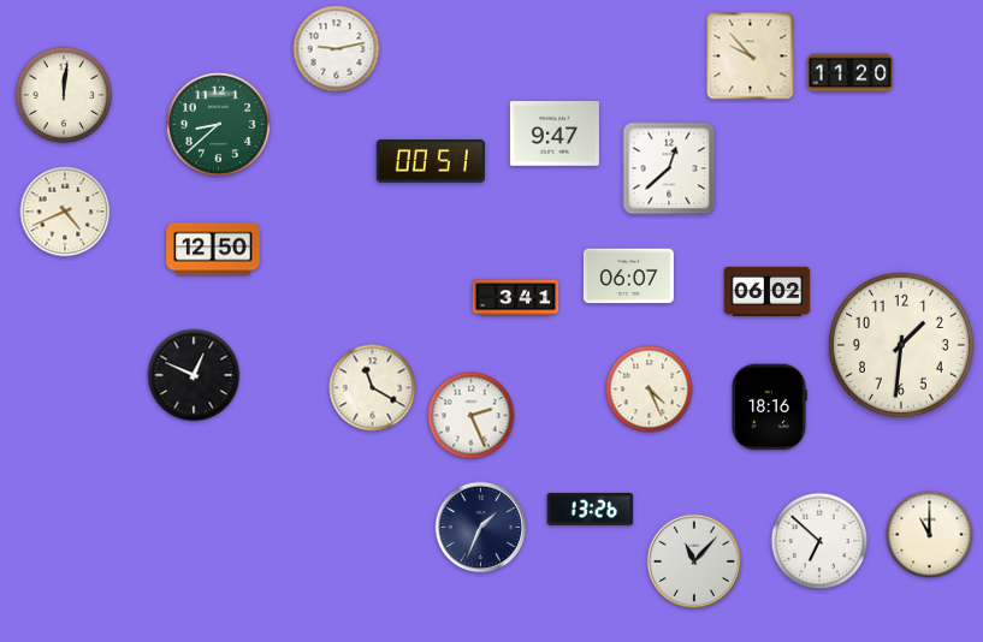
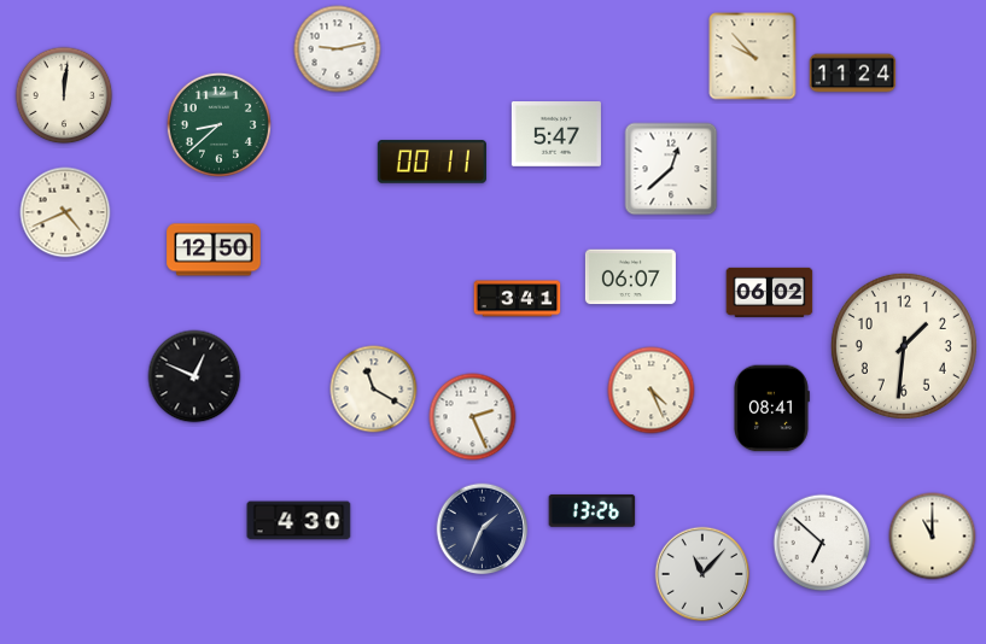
clock at (851, 73): 11:20 -> 11:24
clock at (555, 135): 9:47 -> 5:47
clock at (431, 161): 00:51 -> 00:11
clock at (770, 408): 18:16 -> 08:41
clock at (299, 521): none -> 4:30
clock at (694, 561) position: (694, 561) -> (702, 574)
